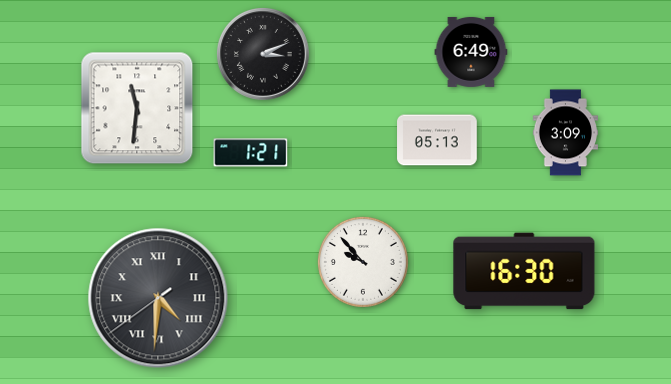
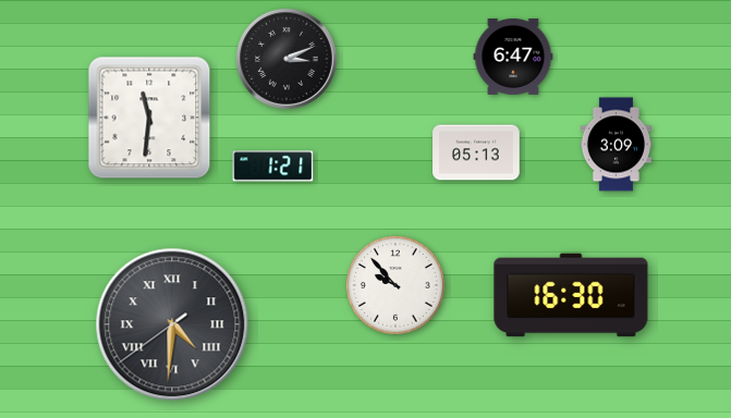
clock at (471, 52): 6:49 -> 6:47
